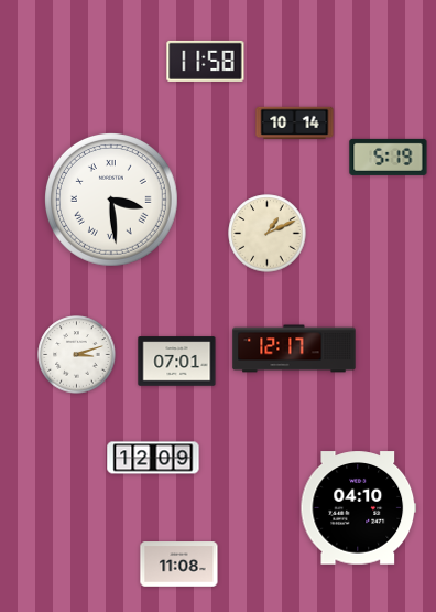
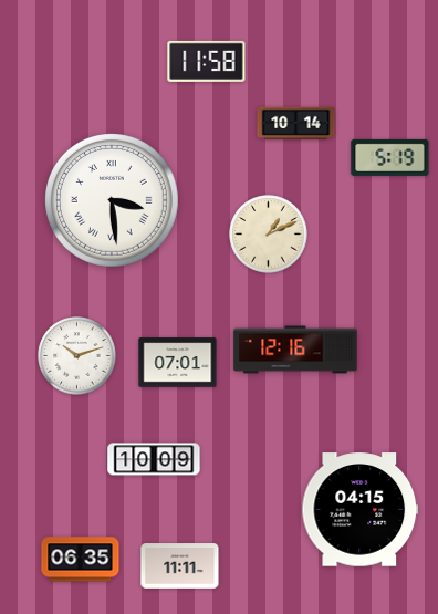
clock at (294, 348): 12:17 -> 12:16
clock at (77, 355): 3:12 -> 10:12
clock at (153, 458): 12:09 -> 10:09
clock at (359, 508): 04:10 -> 04:15
clock at (81, 560): none -> 06:35
clock at (179, 565): 11:08 -> 11:11
